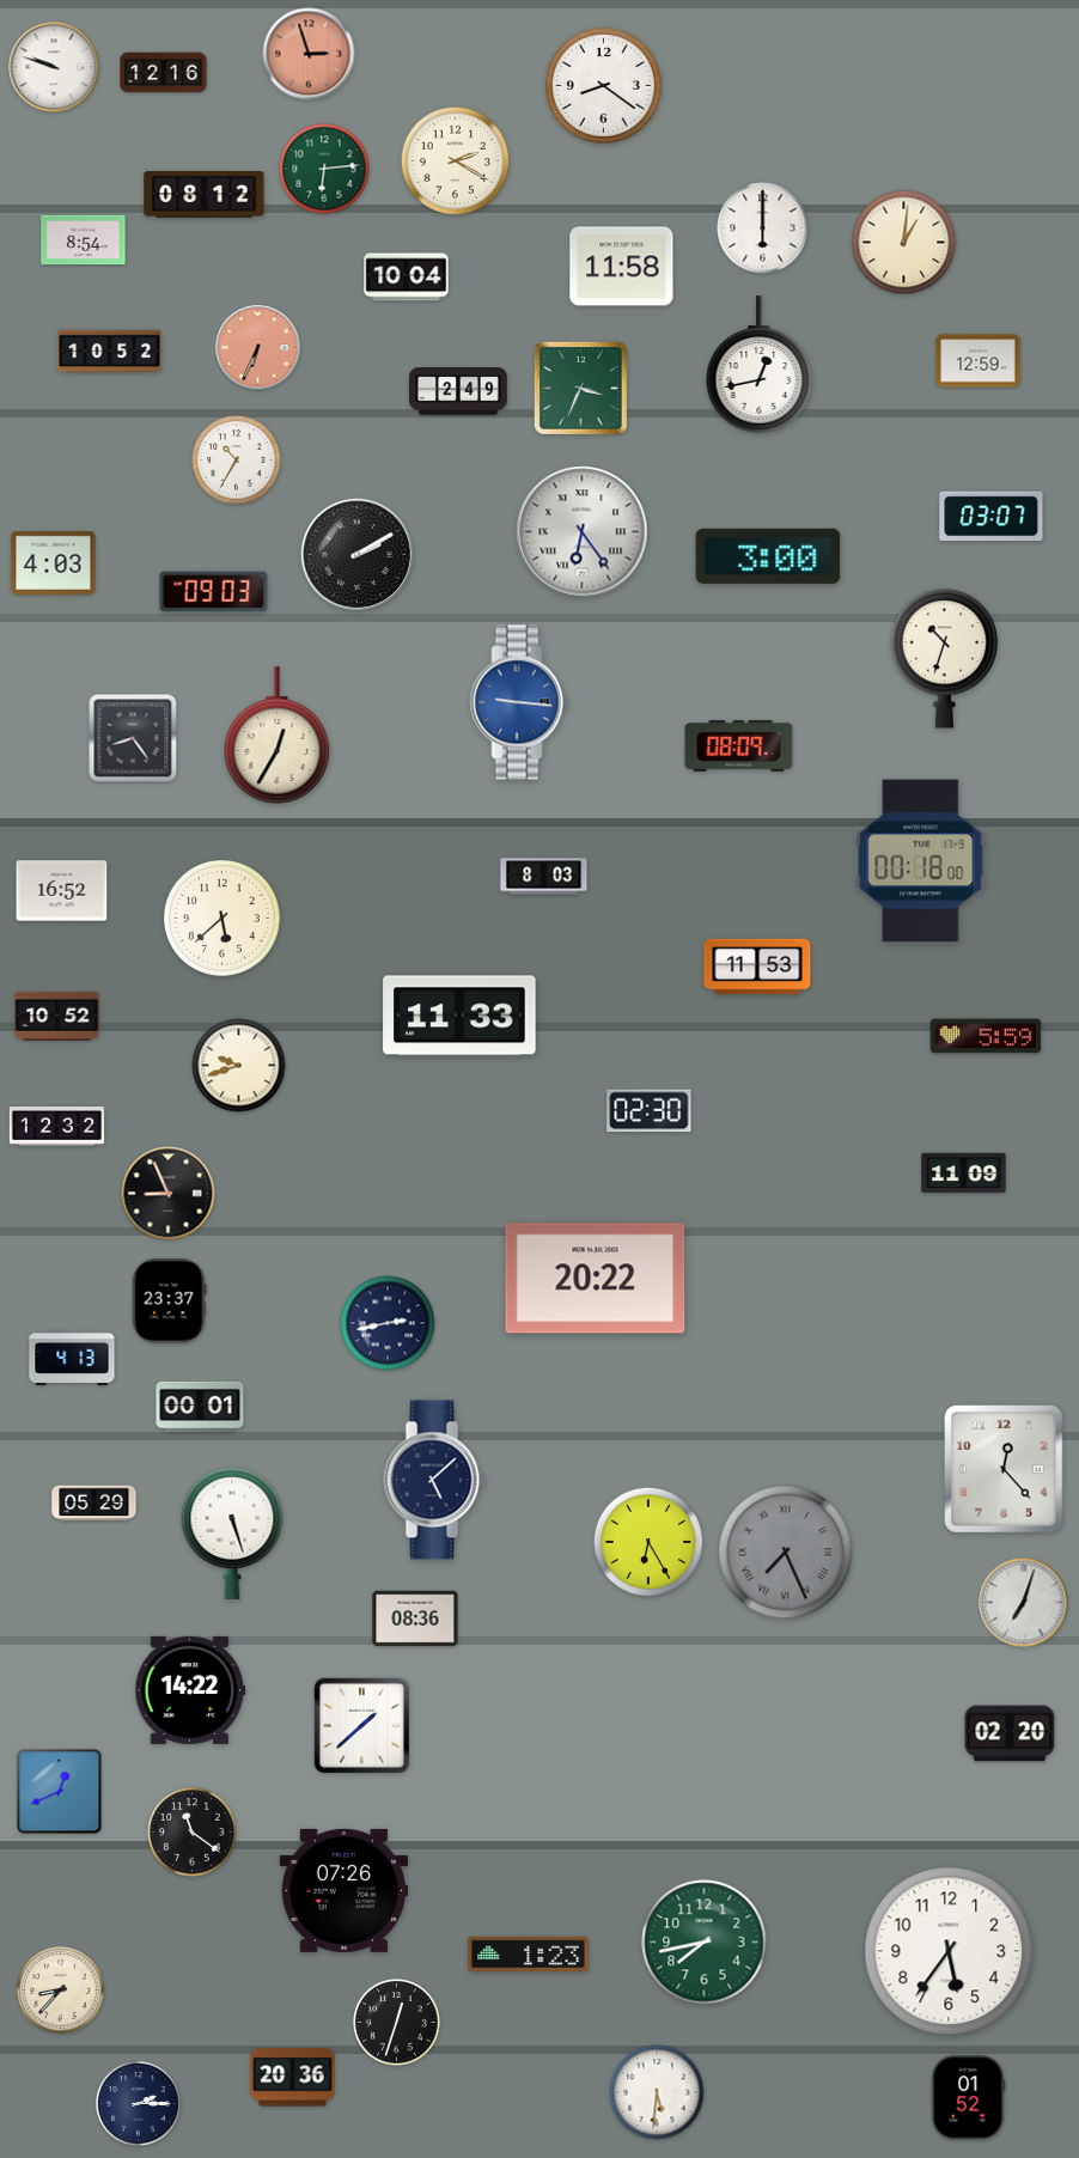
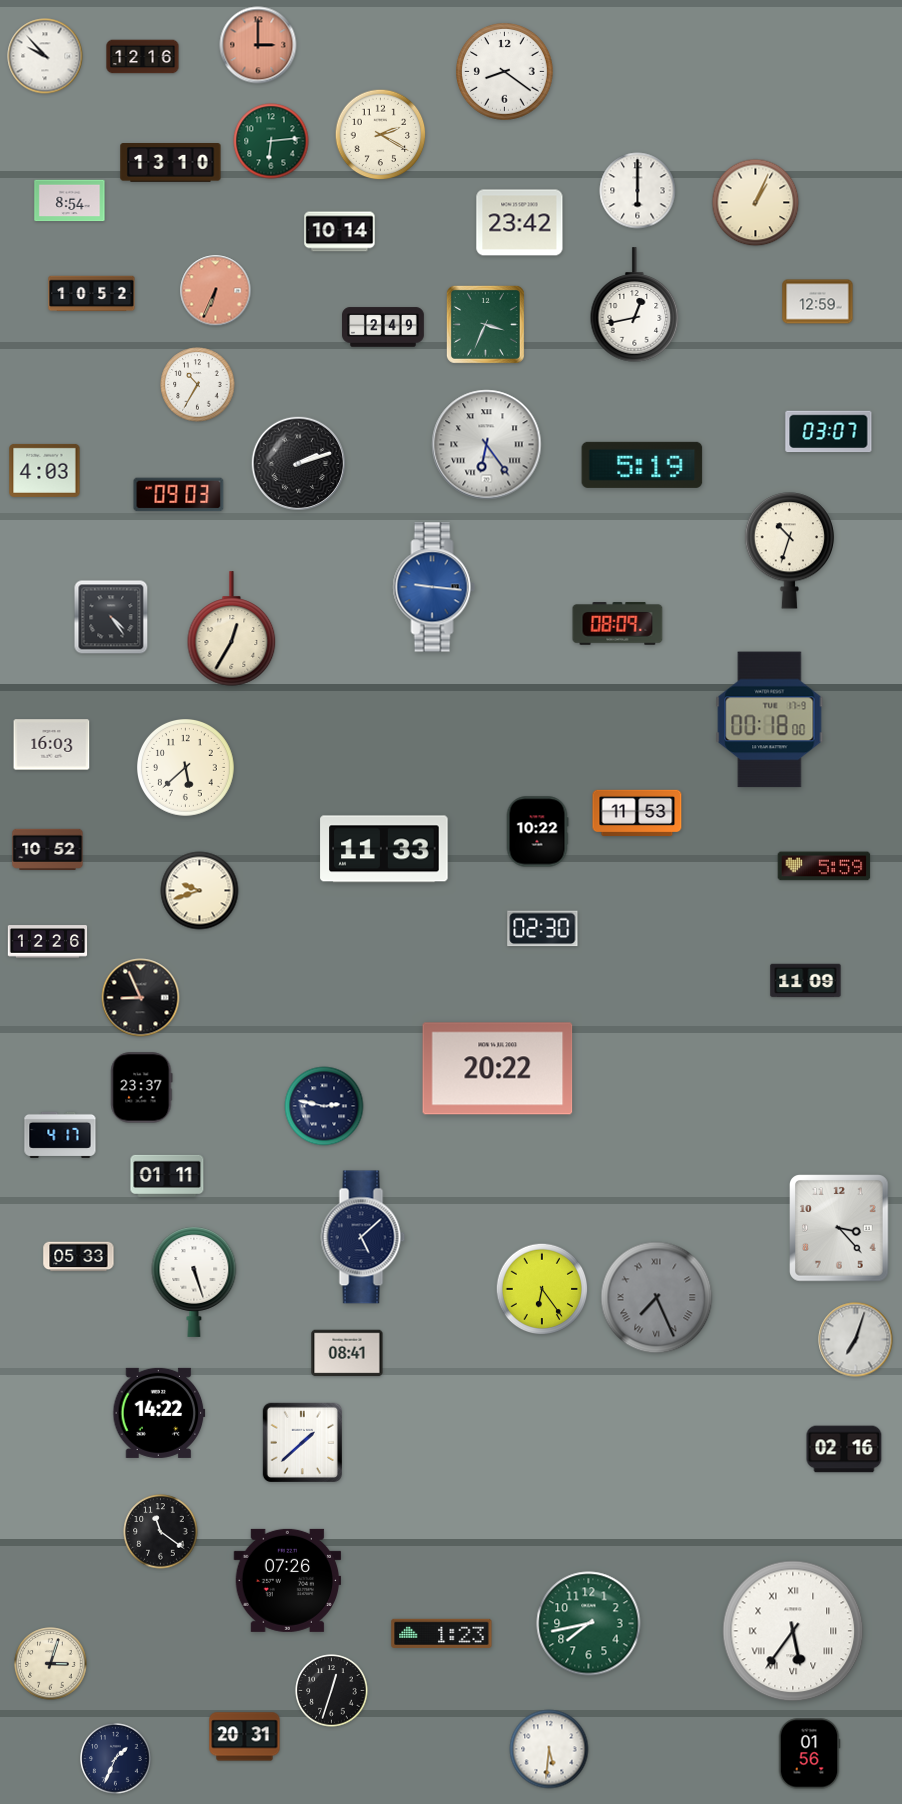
clock at (309, 54): 2:57 -> 3:00
clock at (54, 67): 9:48 -> 9:53
clock at (164, 73) position: (164, 73) -> (143, 57)
clock at (205, 195): 08:12 -> 13:10
clock at (904, 243): 1:01 -> 1:04
clock at (622, 267): 11:58 -> 23:42
clock at (407, 278): 10:04 -> 10:14
clock at (356, 554): 2:10 -> 2:12
clock at (768, 556): 3:00 -> 5:19
clock at (278, 736) position: (278, 736) -> (232, 629)
clock at (133, 738): 8:24 -> 4:24
clock at (544, 877): 8:03 -> none
clock at (62, 891): 16:52 -> 16:03
clock at (757, 967) position: (757, 967) -> (637, 813)
clock at (537, 832): none -> 10:22
clock at (57, 1127): 12:32 -> 12:26
clock at (388, 1323): 2:43 -> 2:47
clock at (72, 1358): 4:13 -> 4:17
clock at (200, 1407): 00:01 -> 01:11
clock at (1004, 1469): 12:23 -> 3:23
clock at (95, 1504): 05:29 -> 05:33
clock at (648, 1542): 6:25 -> 6:24
clock at (415, 1618): 08:36 -> 08:41
clock at (1010, 1733): 02:20 -> 02:16
clock at (60, 1792): 12:41 -> none
clock at (949, 1951) numerals: Arabic -> Roman
clock at (61, 1991): 8:37 -> 3:03
clock at (293, 2078): 20:36 -> 20:31
clock at (968, 2098): 01:52 -> 01:56
clock at (139, 2104): 2:15 -> 1:34
